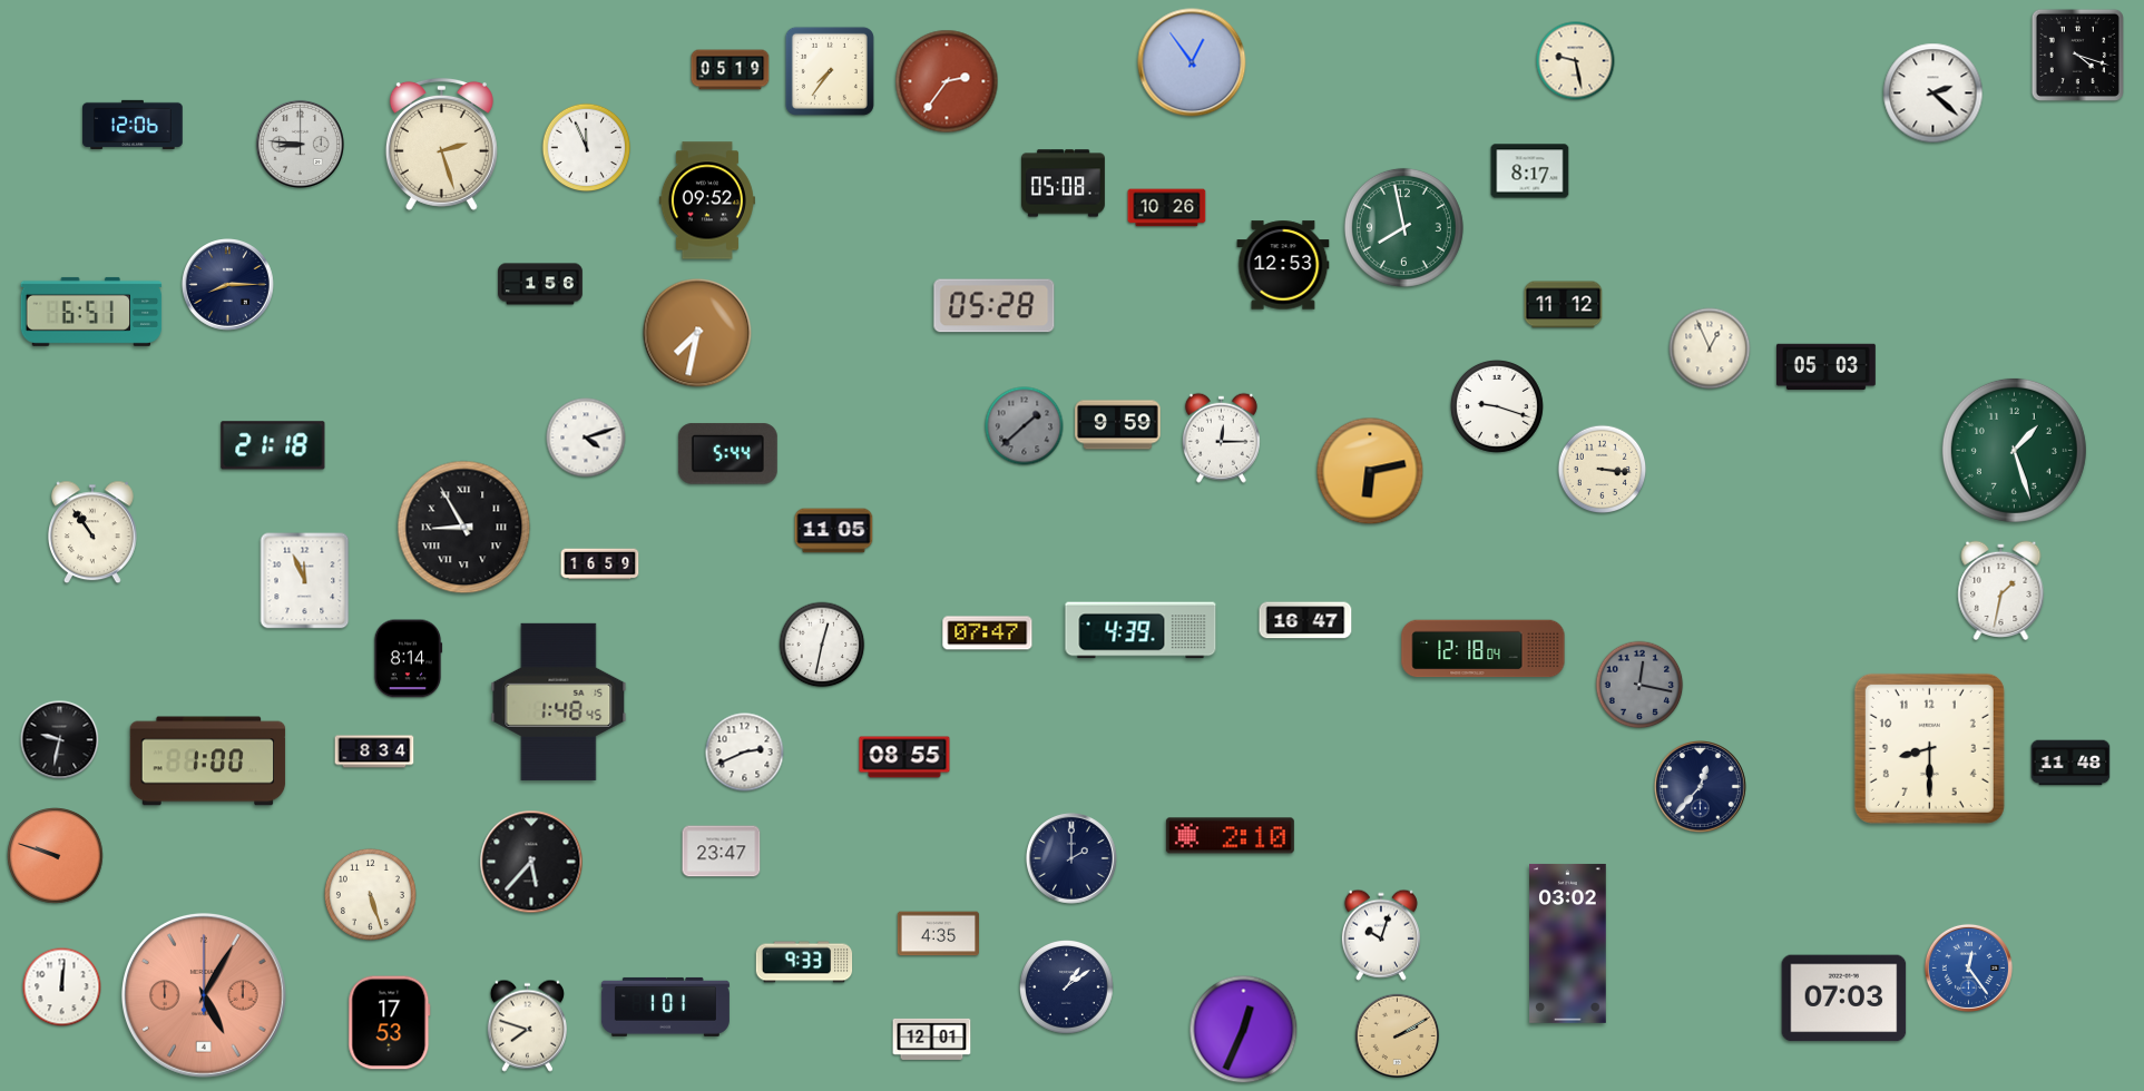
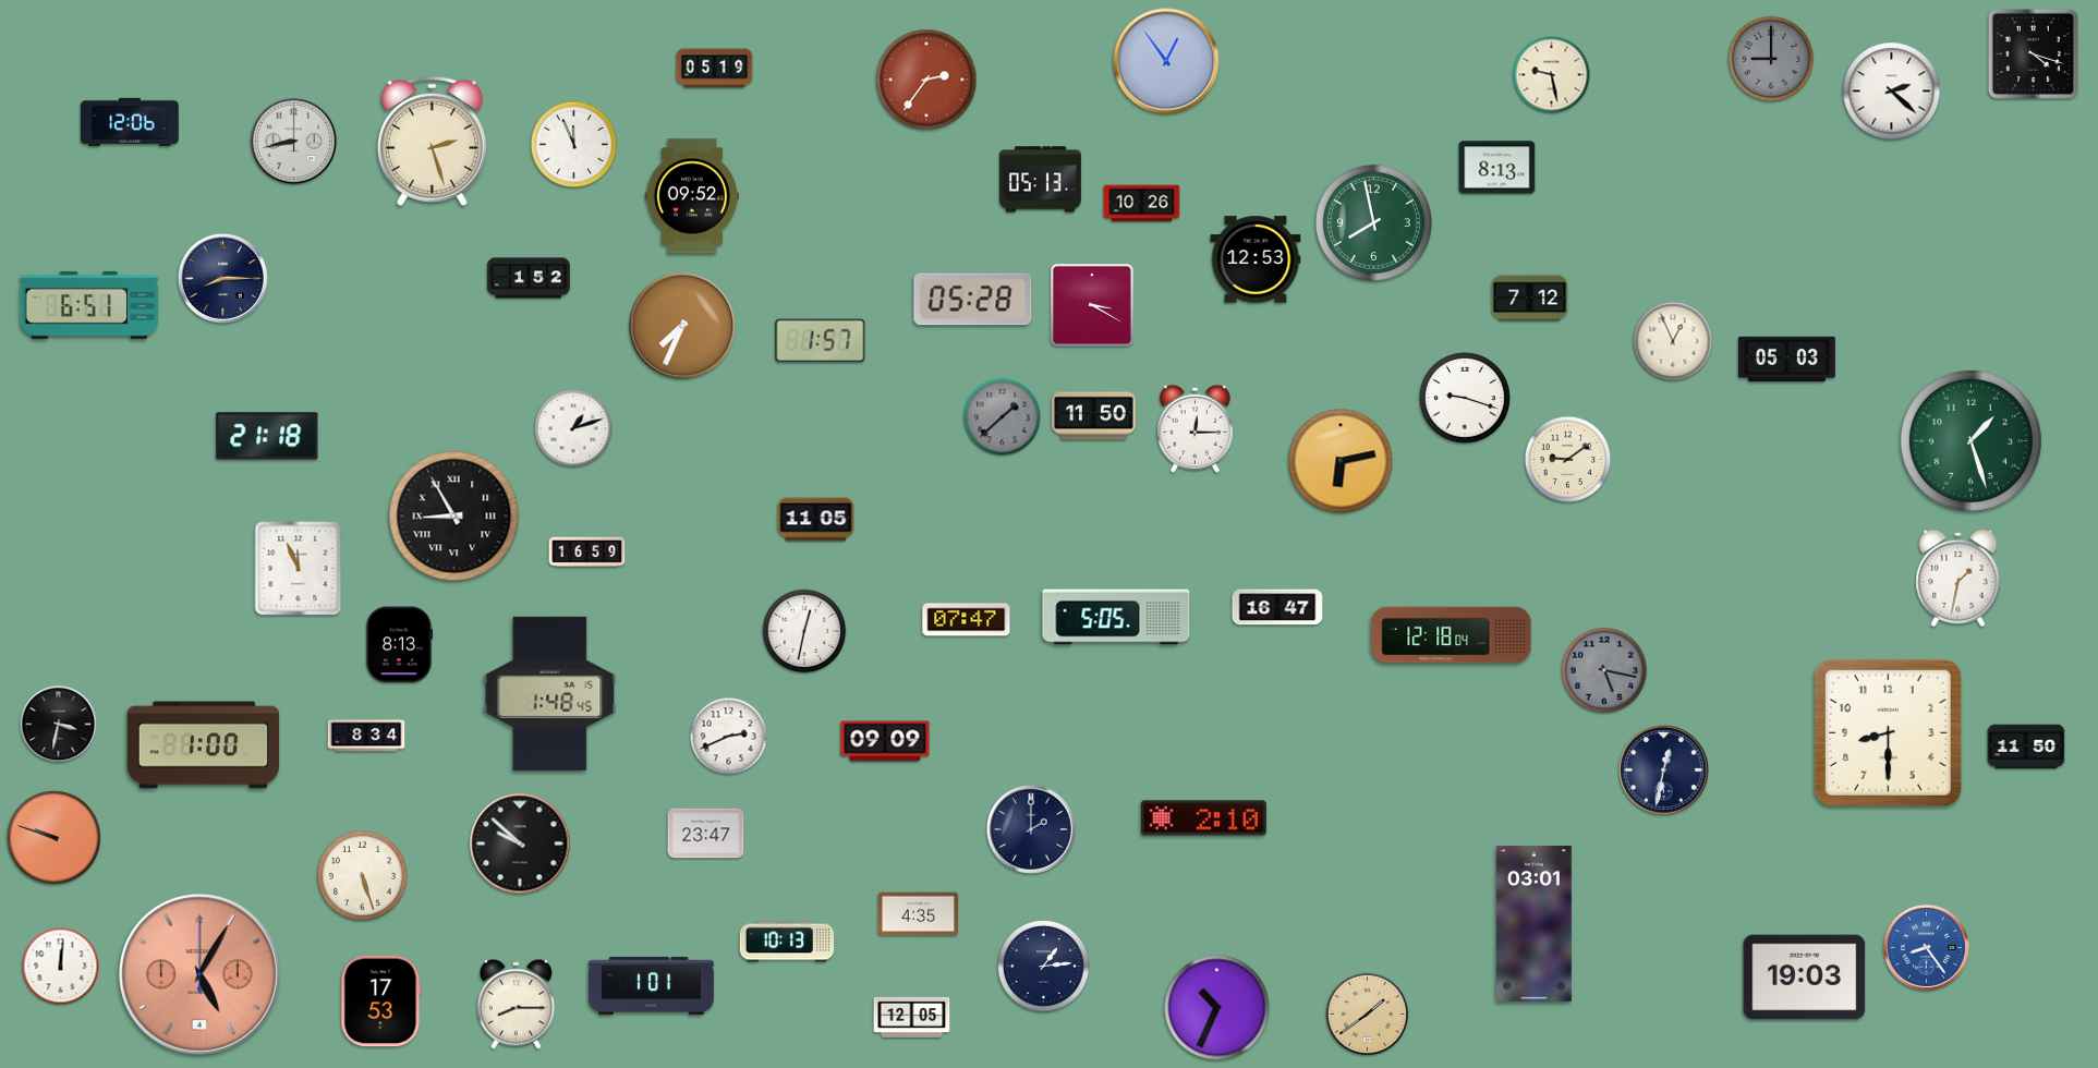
clock at (1771, 59): none -> 9:00
clock at (1576, 61) position: (1576, 61) -> (1552, 75)
clock at (830, 71): 7:36 -> none
clock at (300, 144): 8:46 -> 8:43
clock at (1530, 171): 8:17 -> 8:13
clock at (1063, 184): 05:08 -> 05:13
clock at (540, 284): 1:56 -> 1:52
clock at (1564, 305): 11:12 -> 7:12
clock at (1093, 306): none -> 3:20
clock at (697, 333): 7:32 -> 7:34
clock at (821, 341): none -> 1:57
clock at (1118, 425): 9:59 -> 11:50
clock at (586, 438): 4:12 -> 1:12
clock at (727, 454): 5:44 -> none
clock at (1603, 470): 3:16 -> 9:09
clock at (92, 532): 10:54 -> none
clock at (1140, 630): 4:39 -> 5:05
clock at (408, 659): 8:14 -> 8:13
clock at (1639, 685): 12:17 -> 5:17
clock at (559, 701) position: (559, 701) -> (550, 693)
clock at (60, 740): 9:32 -> 3:32
clock at (904, 757): 08:55 -> 09:09
clock at (2070, 763): 11:48 -> 11:50
clock at (1701, 787): 12:37 -> 12:32
clock at (1071, 858) position: (1071, 858) -> (1031, 829)
clock at (531, 862): 5:37 -> 9:52
clock at (1381, 935): 10:03 -> none
clock at (1568, 943): 03:02 -> 03:01
clock at (804, 962): 9:33 -> 10:13
clock at (1968, 967): 12:24 -> 8:24
clock at (1067, 987): 1:09 -> 1:14
clock at (1844, 999): 07:03 -> 19:03
clock at (527, 1025): 7:48 -> 8:15
clock at (1244, 1030): 12:34 -> 10:34
clock at (1398, 1036): 2:10 -> 1:39
clock at (932, 1039): 12:01 -> 12:05
